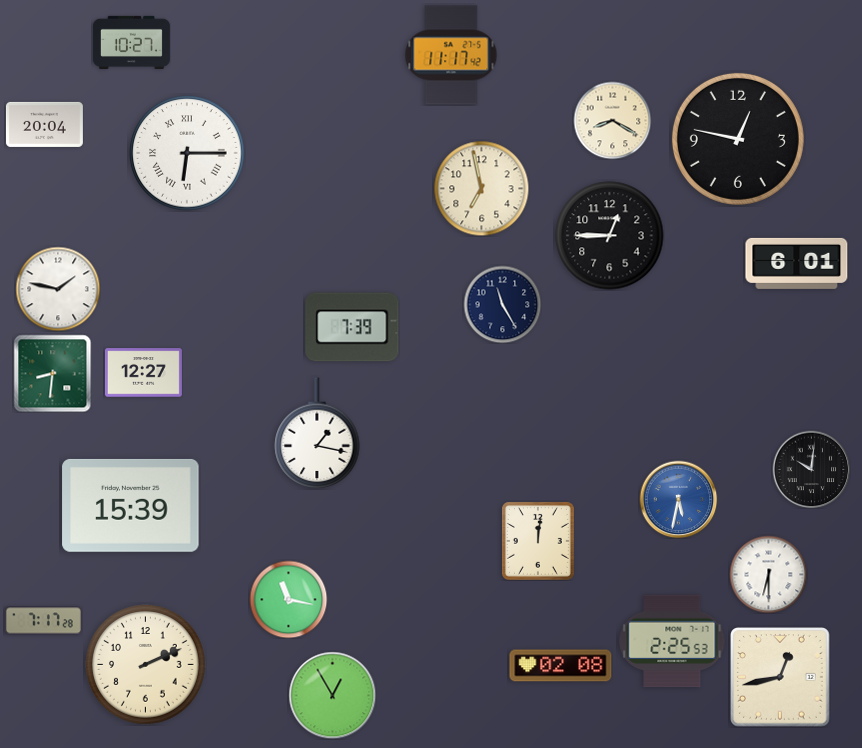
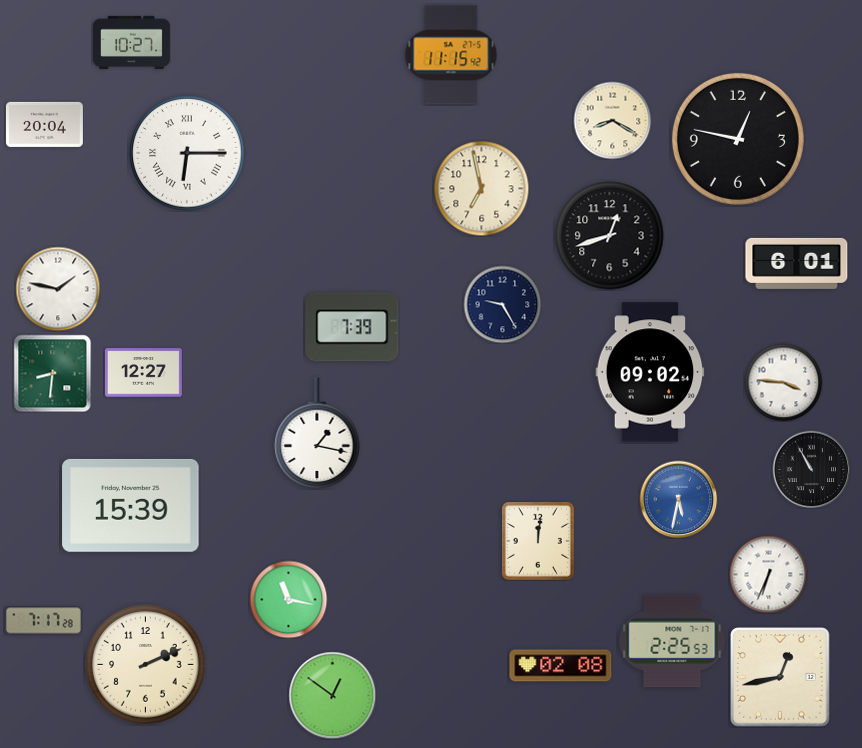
clock at (451, 55): 11:17 -> 11:15
clock at (610, 236): 12:45 -> 12:42
clock at (502, 304): 11:25 -> 9:25
clock at (650, 372): none -> 09:02
clock at (783, 382): none -> 3:46
clock at (811, 469): 10:01 -> 10:55
clock at (768, 574): 6:30 -> 6:34
clock at (332, 695): 12:55 -> 12:51
